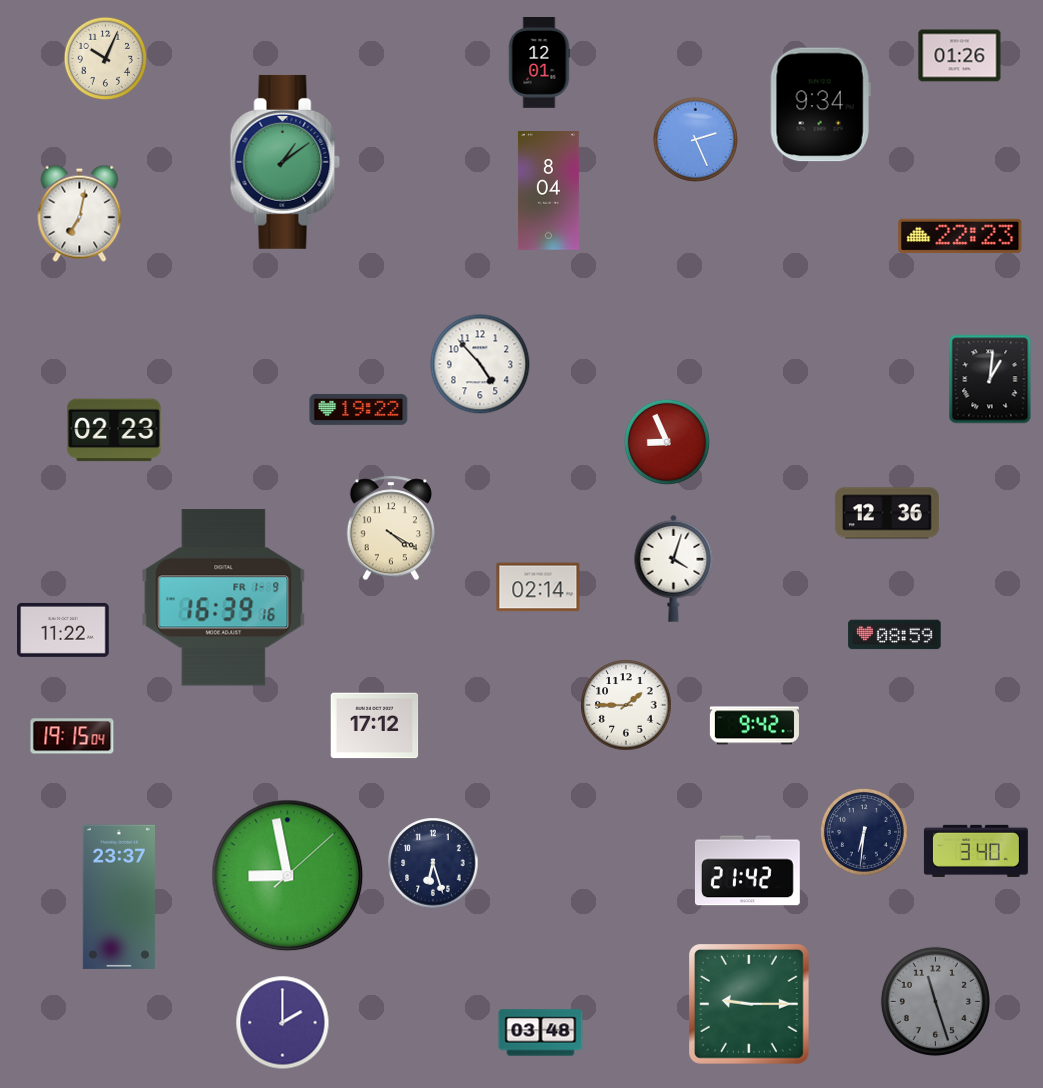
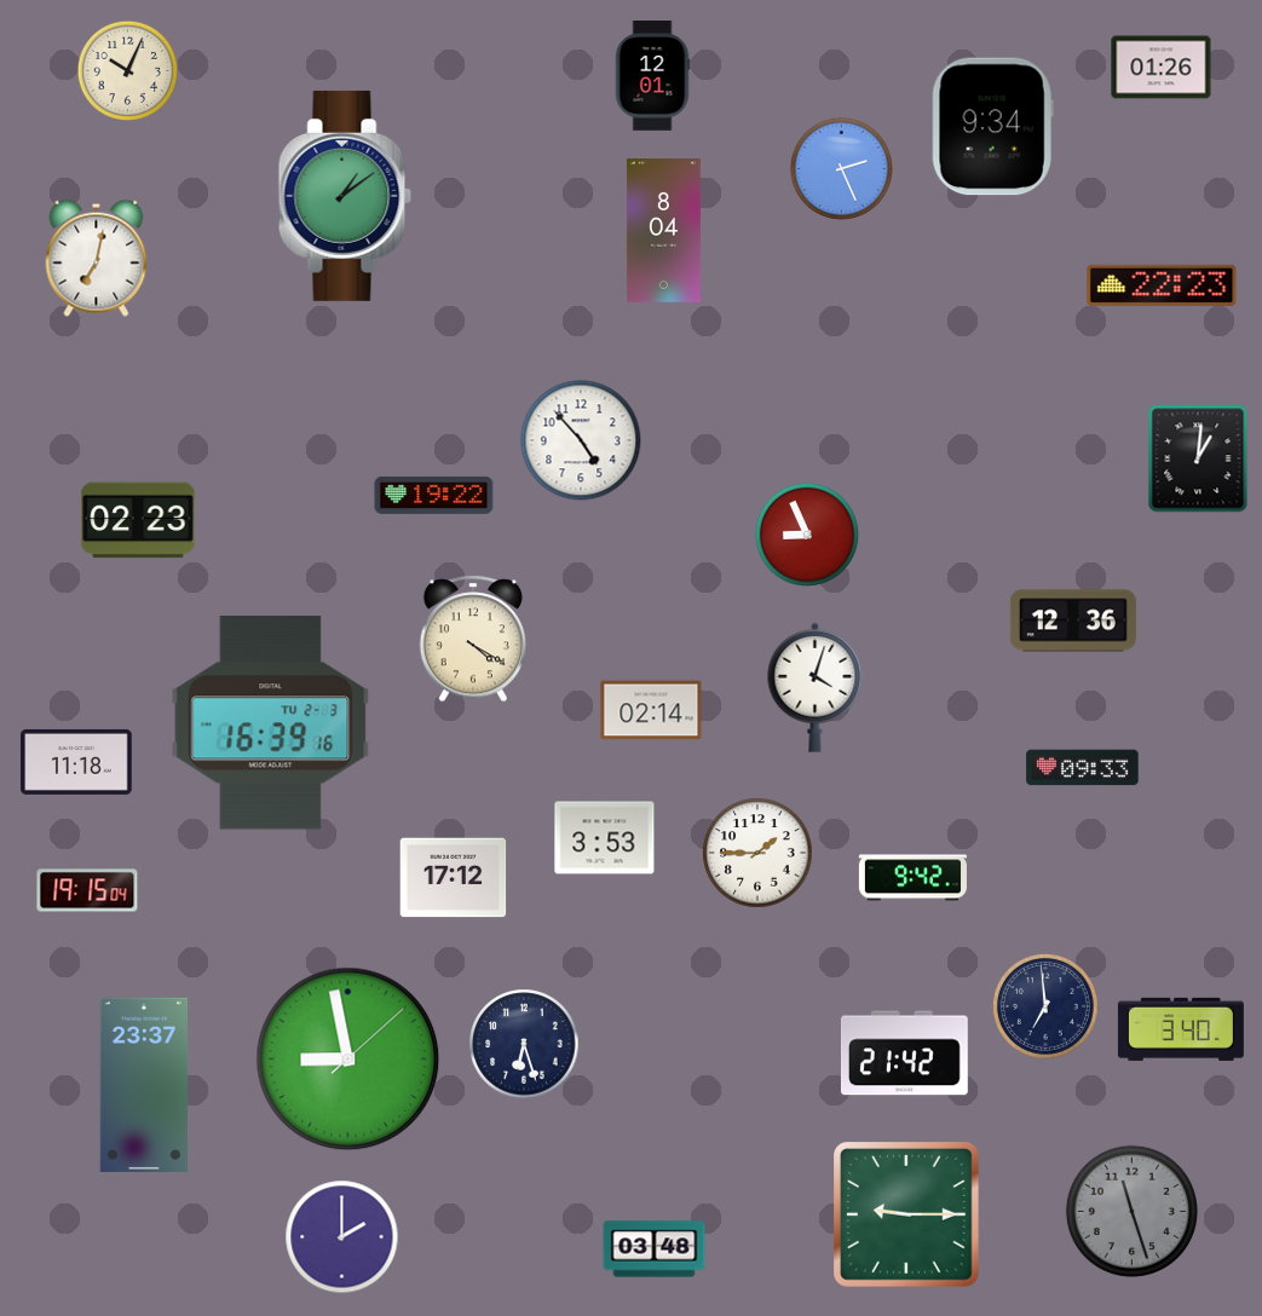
clock at (224, 598) date: FR 1-9 -> TU 2-3
clock at (63, 630): 11:22 -> 11:18
clock at (895, 635): 08:59 -> 09:33
clock at (605, 838): none -> 3:53
clock at (864, 832): 6:31 -> 6:59
